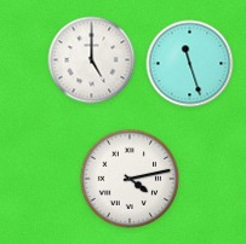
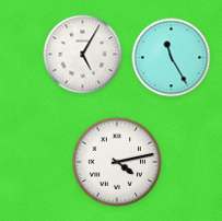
clock at (92, 60): 5:00 -> 5:05
clock at (190, 64): 11:27 -> 11:25
